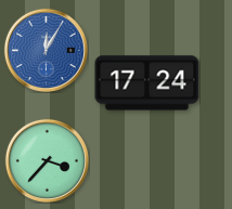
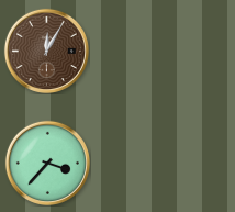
clock at (46, 50) dial: blue -> brown
clock at (147, 83): 17:24 -> none
